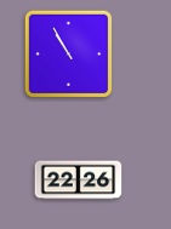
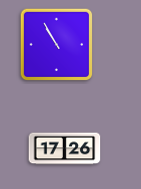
clock at (79, 181): 22:26 -> 17:26
